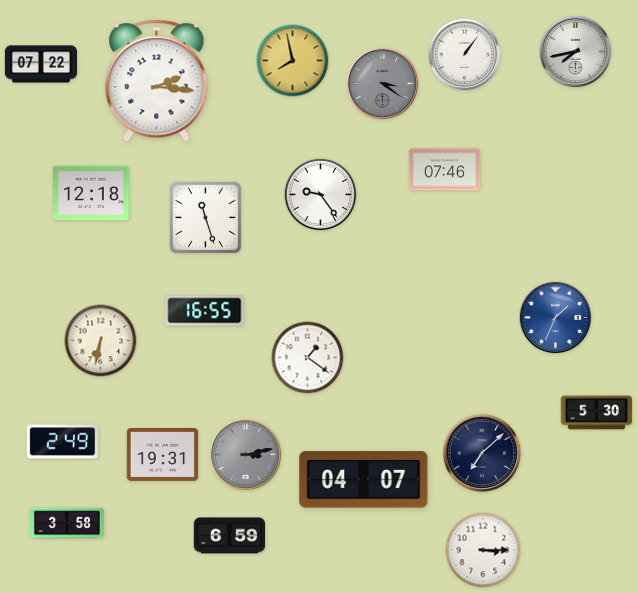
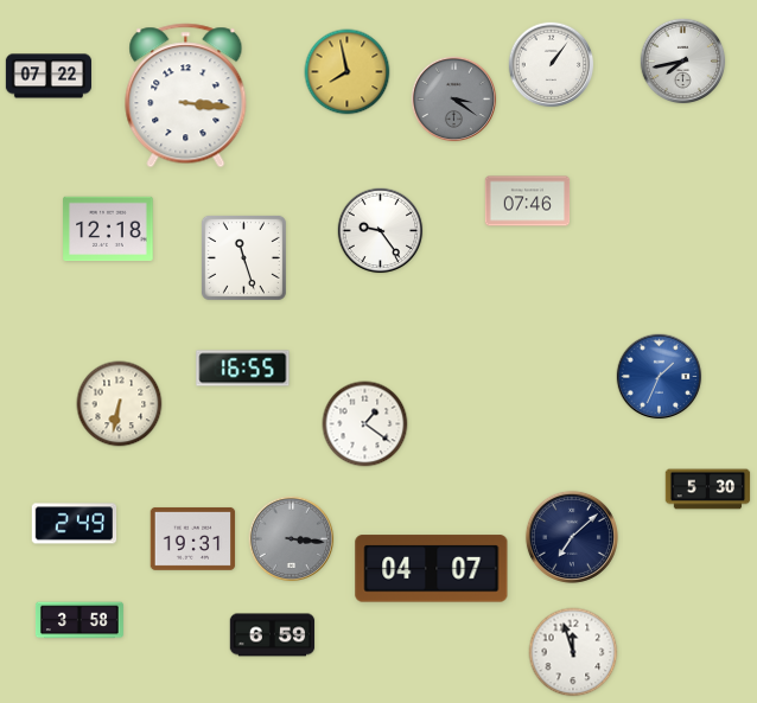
clock at (157, 81): 2:16 -> 3:16
clock at (246, 455): 3:13 -> 3:16
clock at (483, 550): 3:15 -> 11:57
